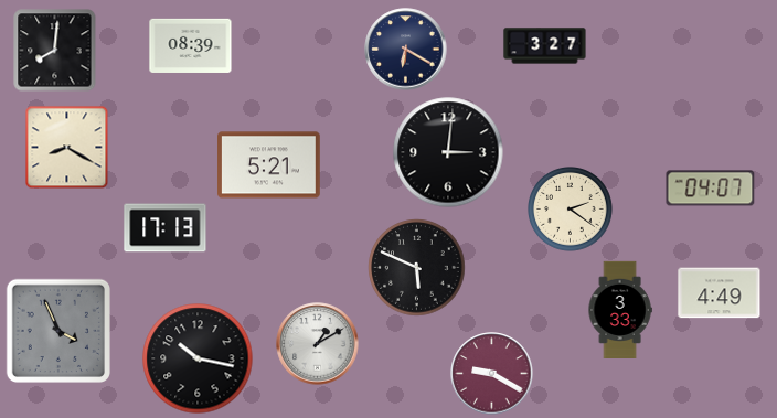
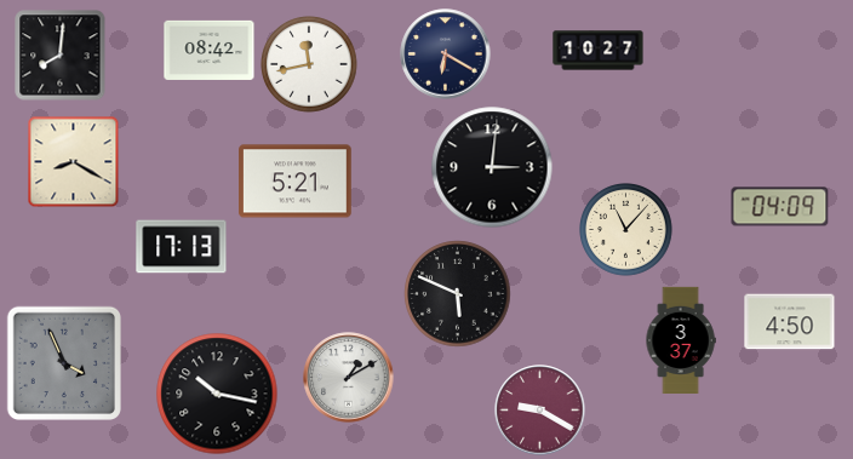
clock at (191, 45): 08:39 -> 08:42
clock at (545, 46): 3:27 -> 10:27
clock at (309, 64): none -> 11:43
clock at (711, 189): 04:07 -> 04:09
clock at (571, 210): 2:21 -> 11:07
clock at (166, 228) position: (166, 228) -> (182, 247)
clock at (720, 293): 4:49 -> 4:50
clock at (620, 309): 3:33 -> 3:37
